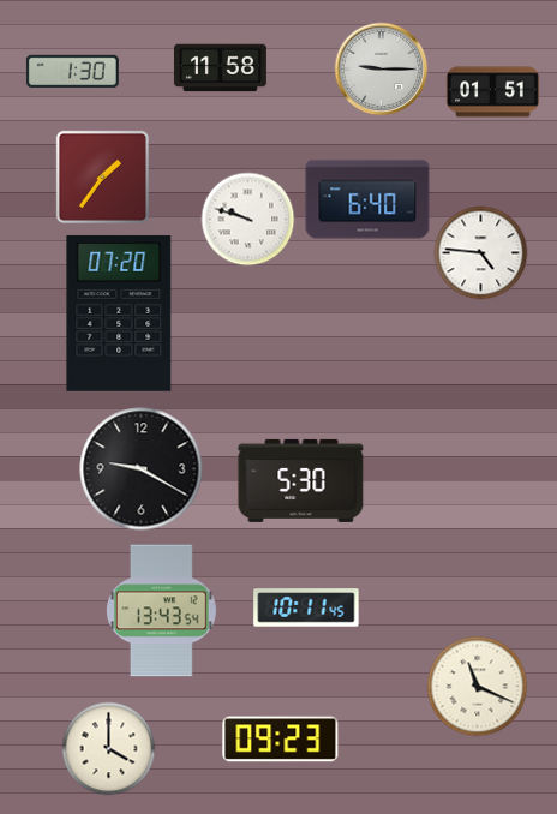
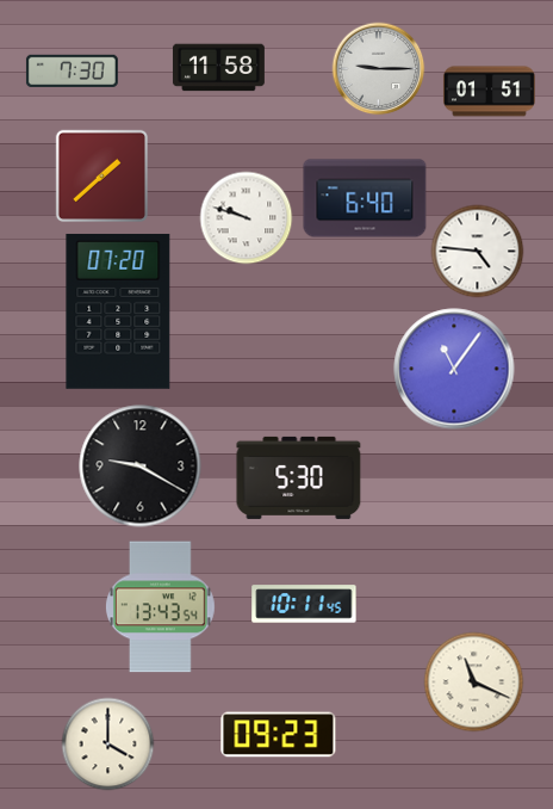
clock at (72, 71): 1:30 -> 7:30
clock at (102, 176): 1:36 -> 1:38
clock at (454, 369): none -> 11:06
